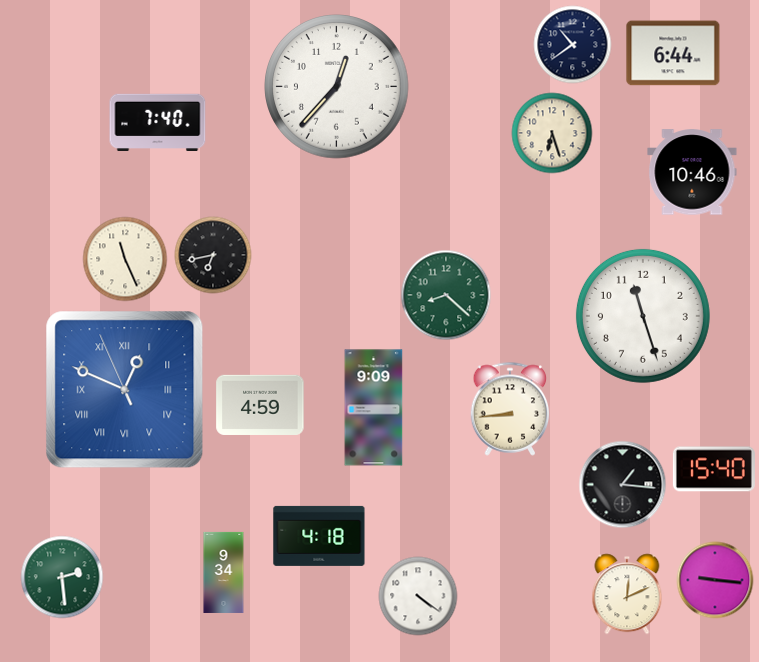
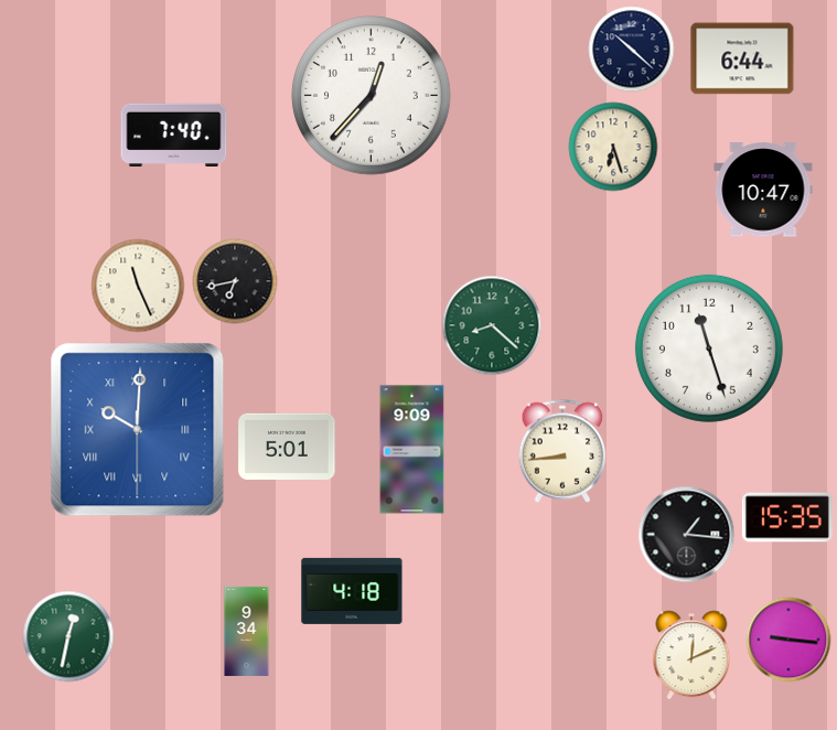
clock at (573, 45): 10:39 -> 10:22
clock at (552, 133) position: (552, 133) -> (613, 147)
clock at (692, 172): 10:46 -> 10:47
clock at (125, 390): 12:48 -> 10:00
clock at (260, 405): 4:59 -> 5:01
clock at (714, 469): 15:40 -> 15:35
clock at (62, 577): 2:29 -> 12:32
clock at (418, 596): 4:21 -> none
